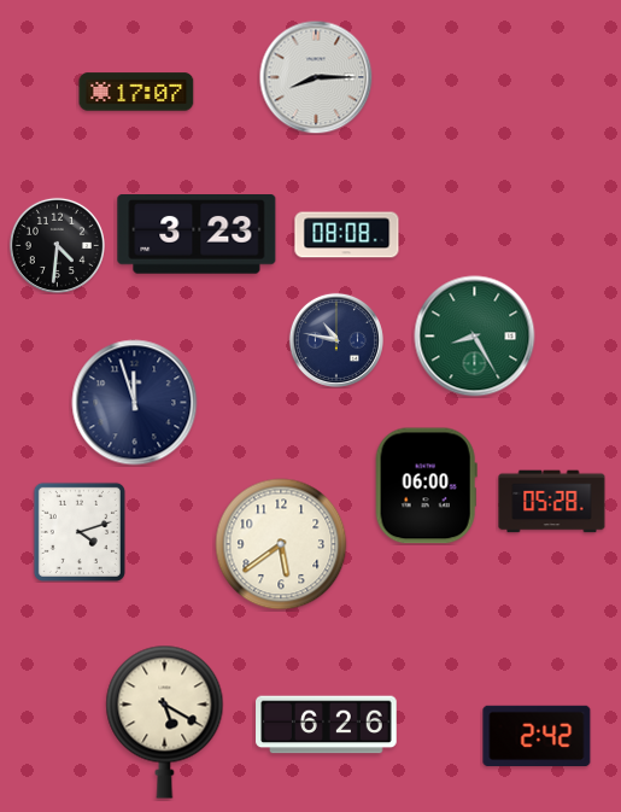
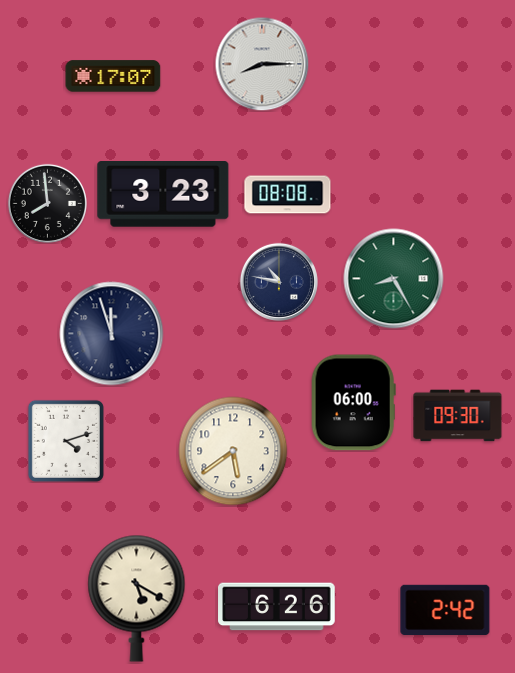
clock at (57, 245): 4:31 -> 7:59
clock at (552, 502): 05:28 -> 09:30
clock at (327, 725) position: (327, 725) -> (277, 607)
